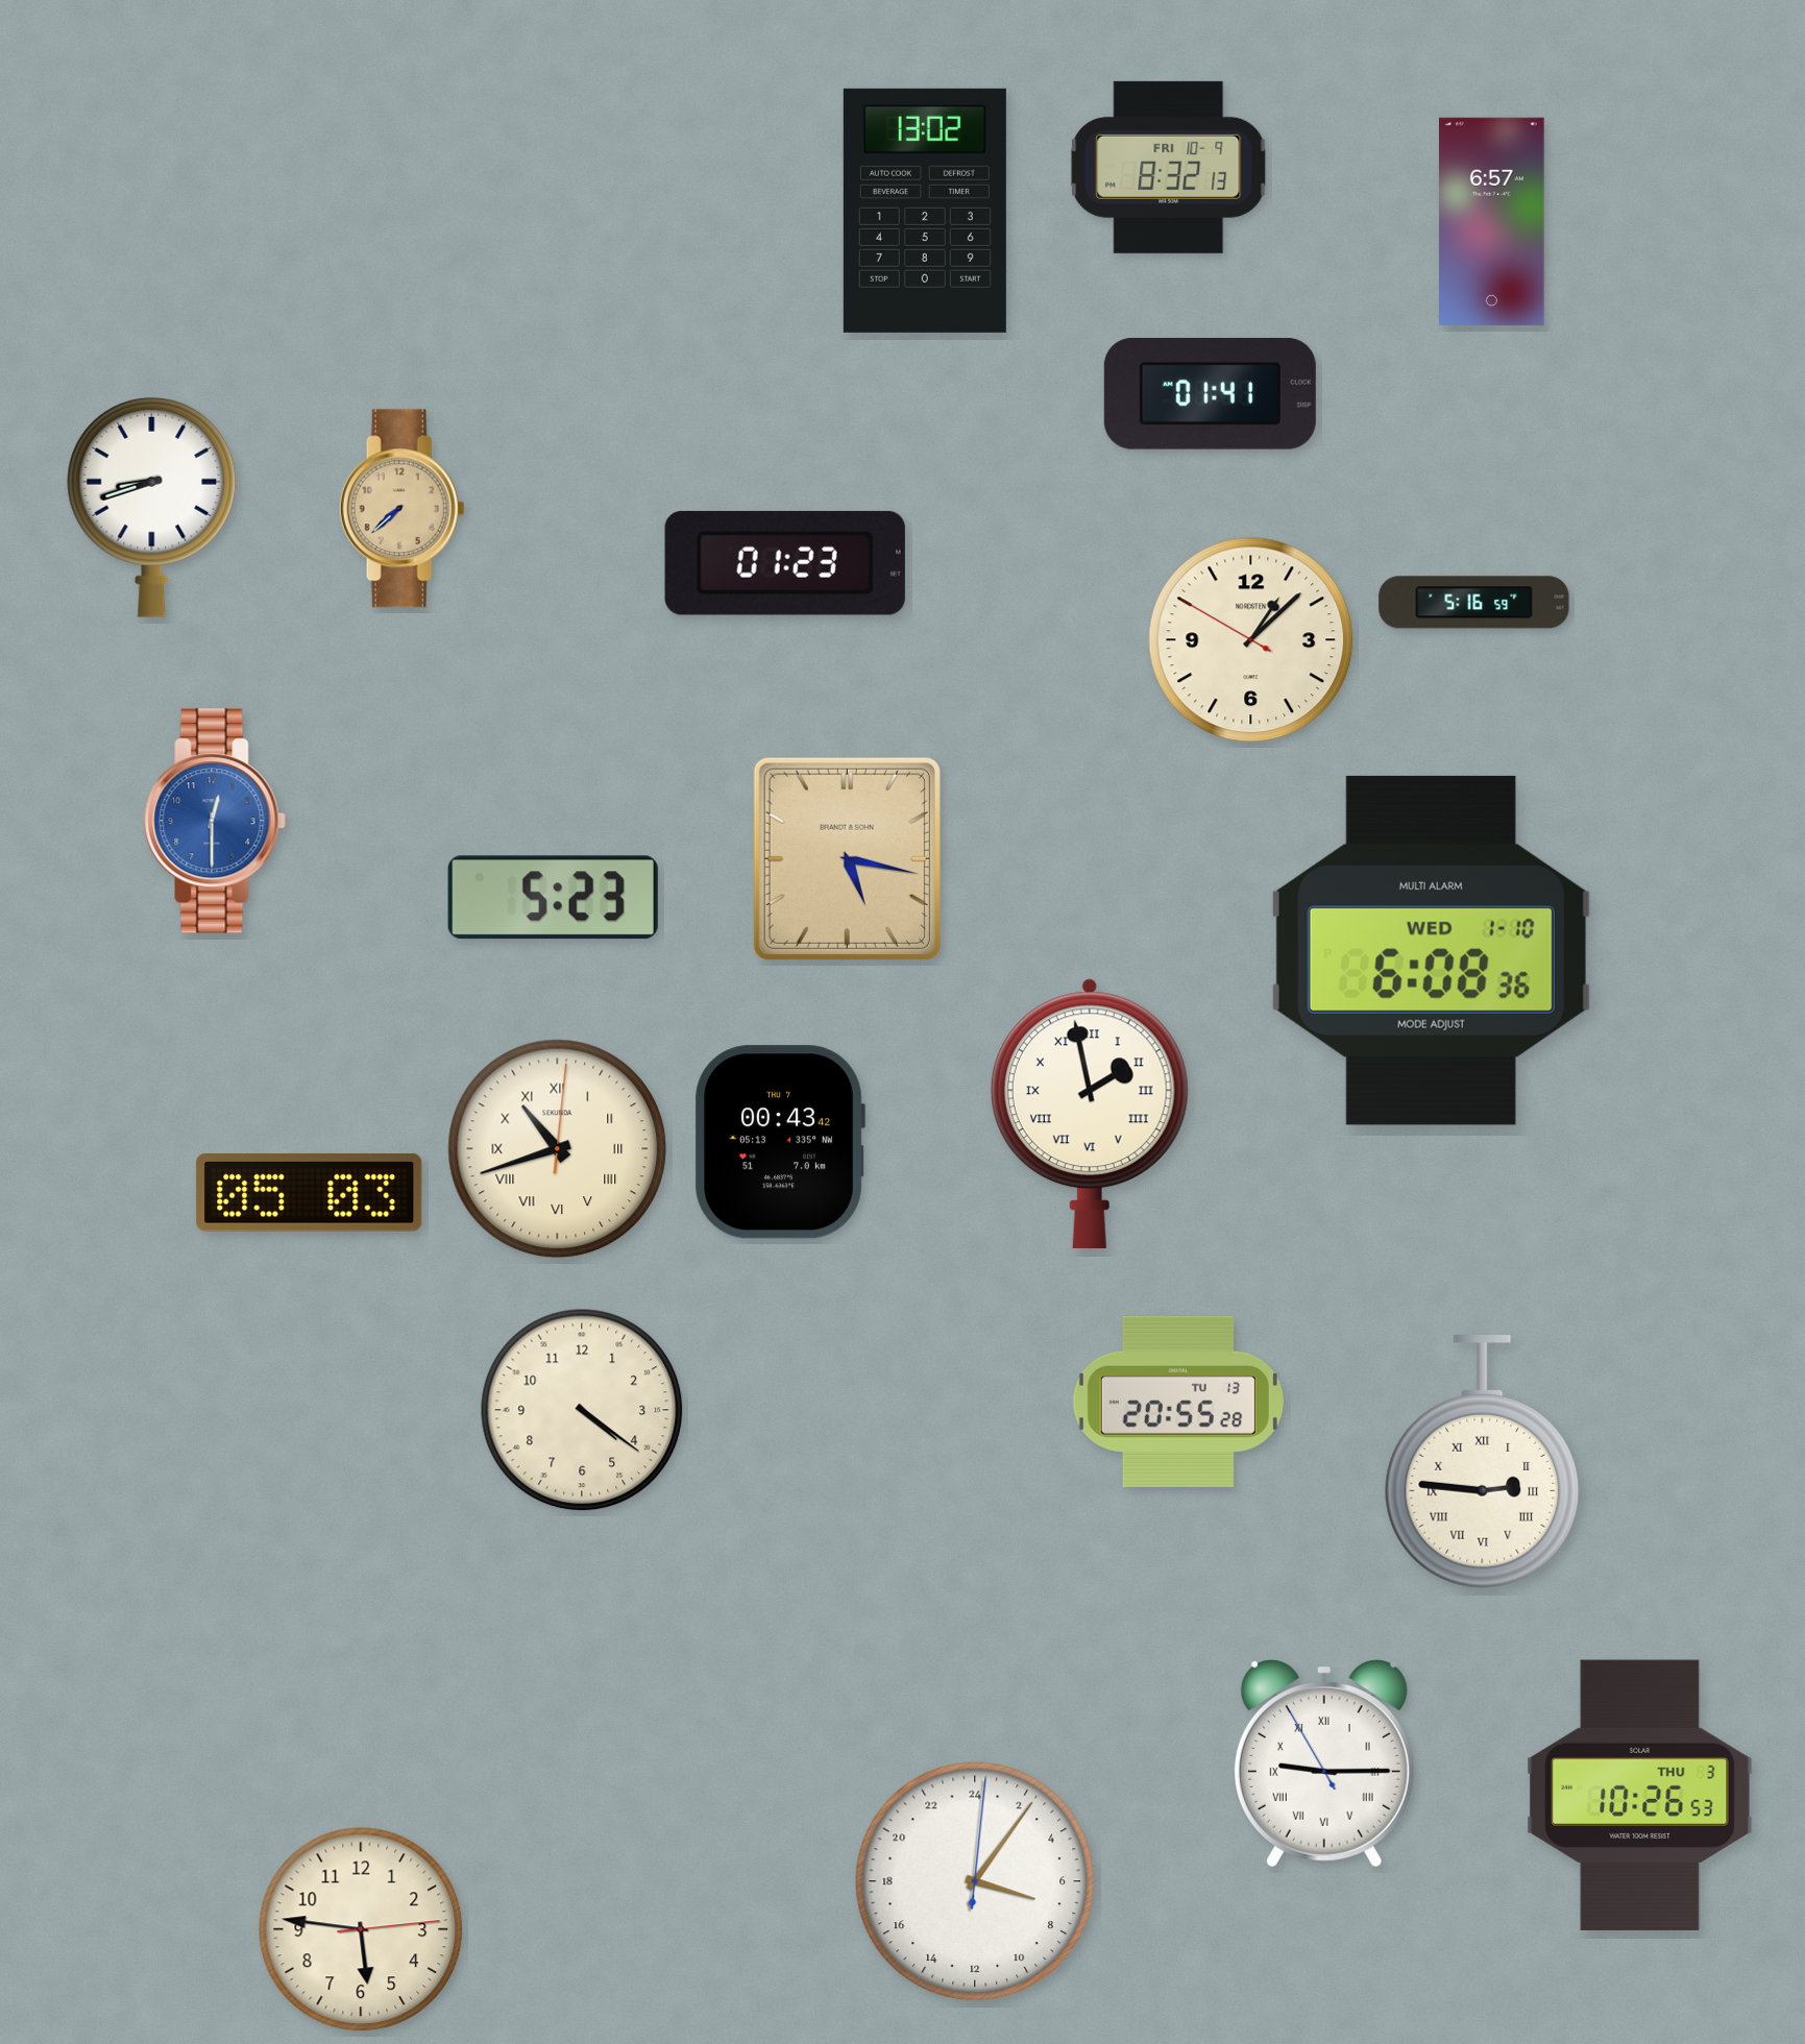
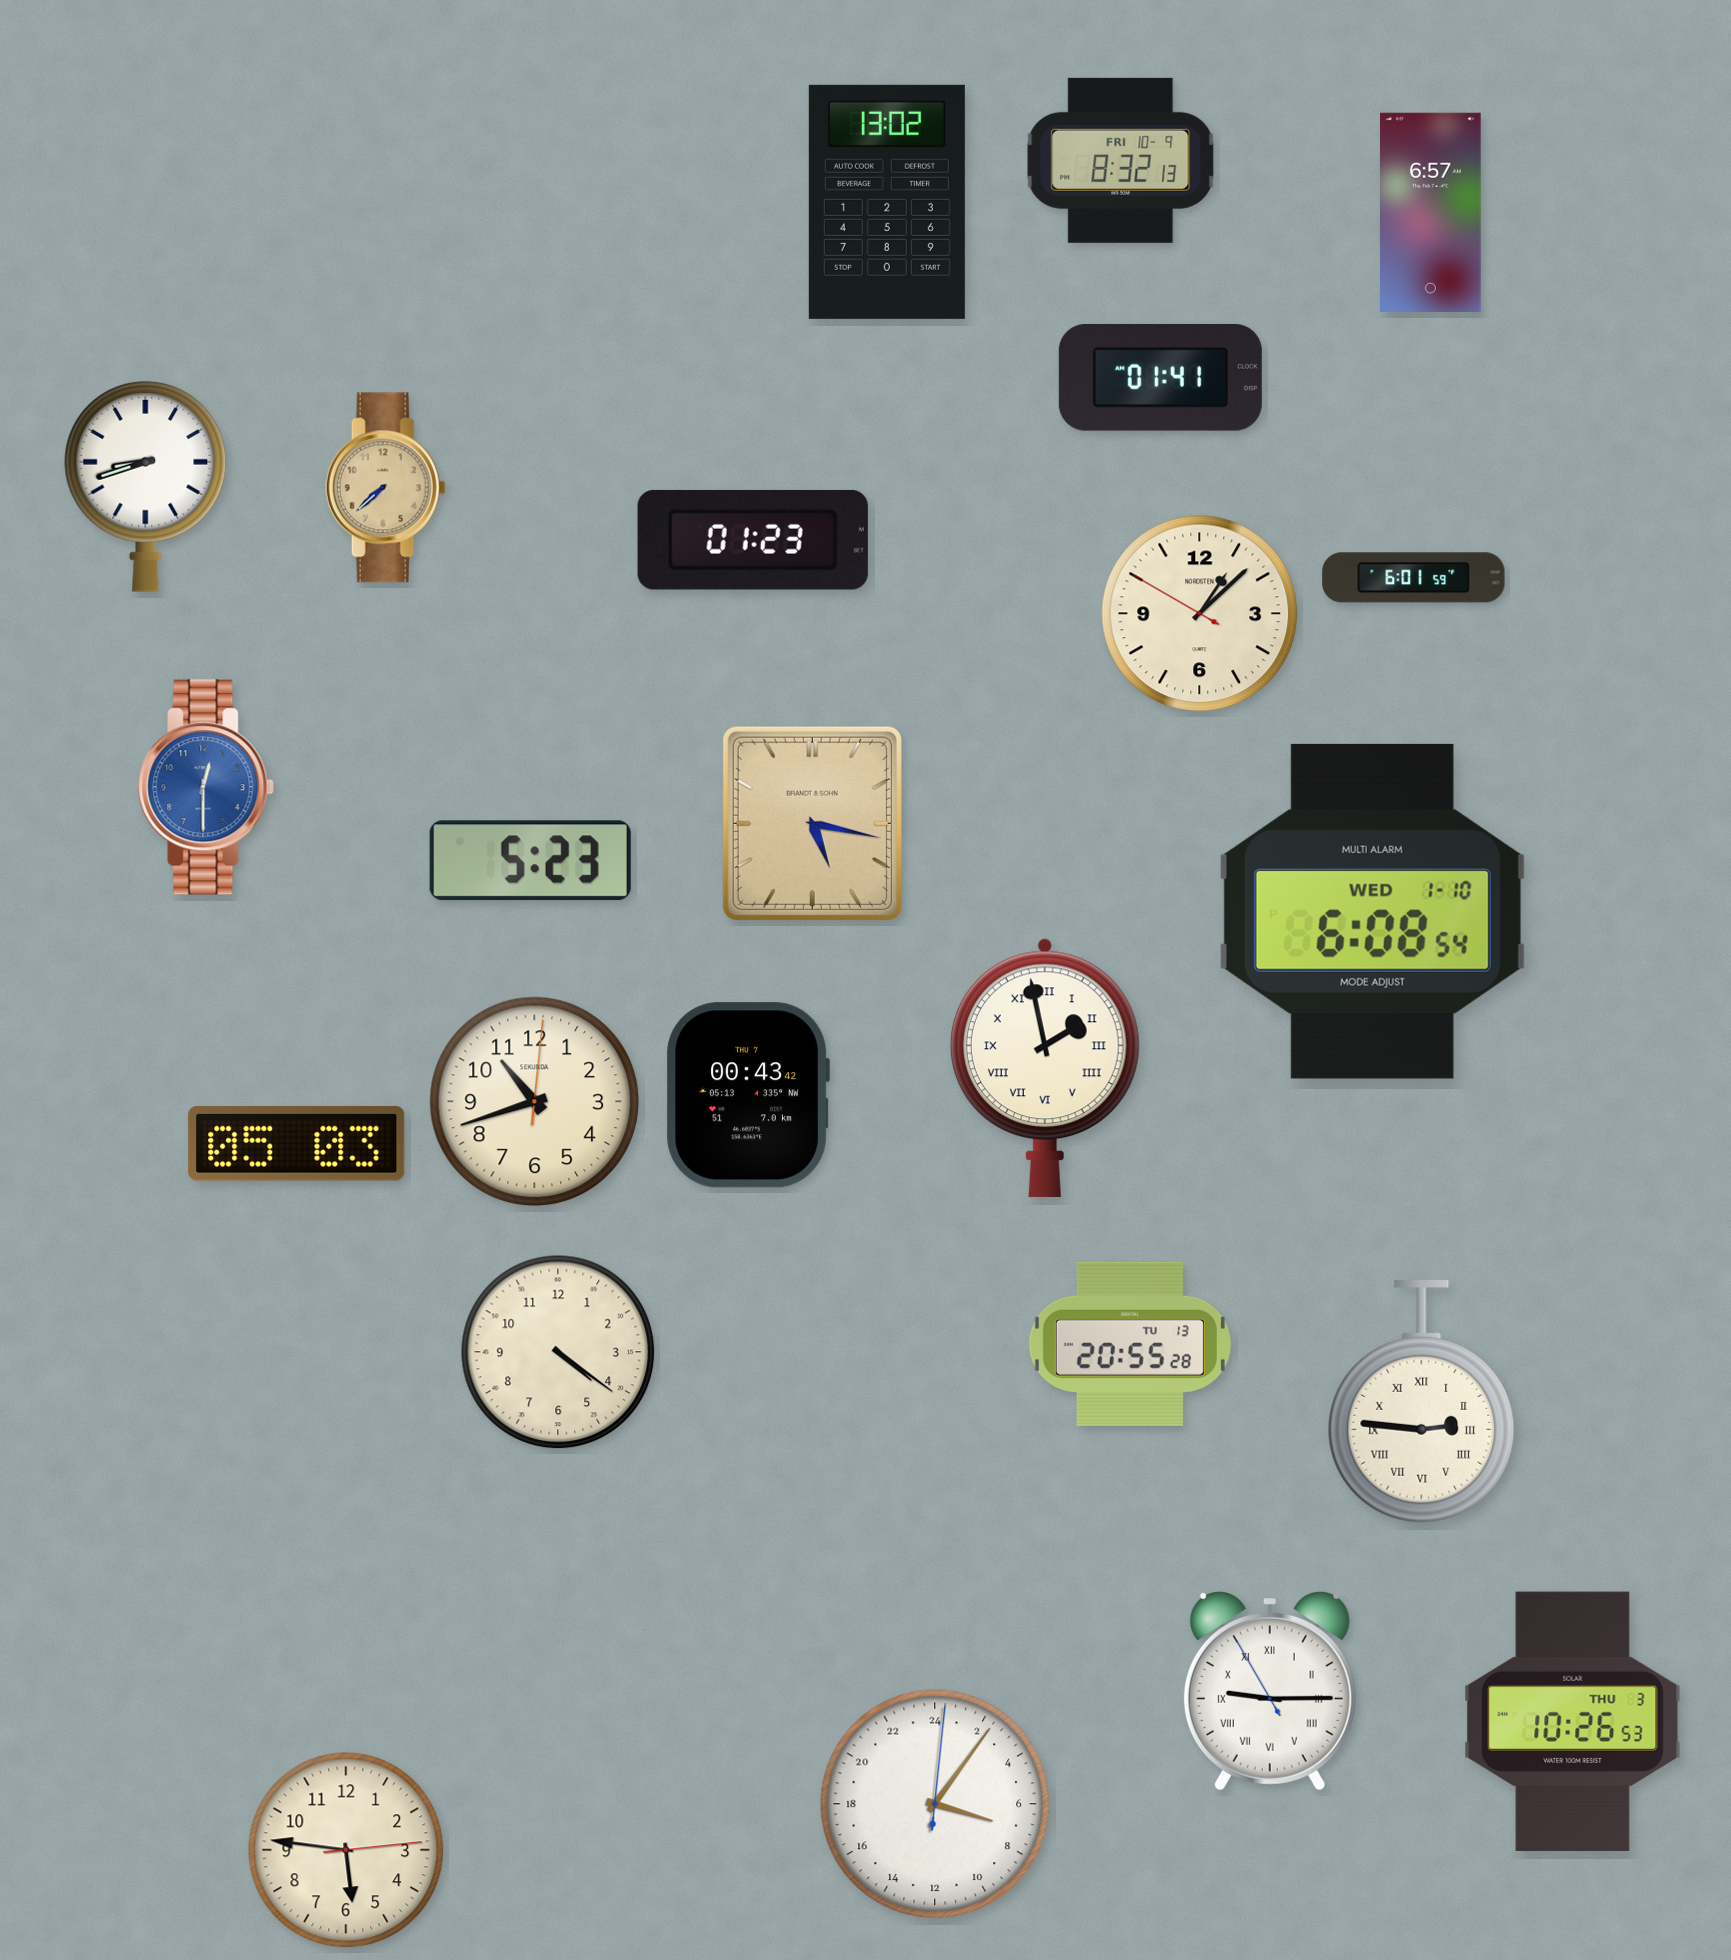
clock at (1474, 603): 5:16 -> 6:01
clock at (1431, 950): 6:08:36 -> 6:08:54
clock at (558, 1149) numerals: Roman -> Arabic
